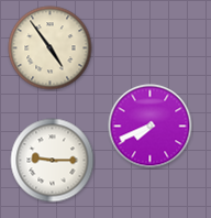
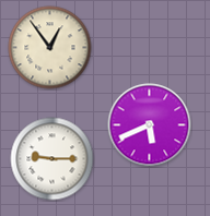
clock at (51, 48): 4:54 -> 12:54
clock at (151, 127): 7:41 -> 5:41
